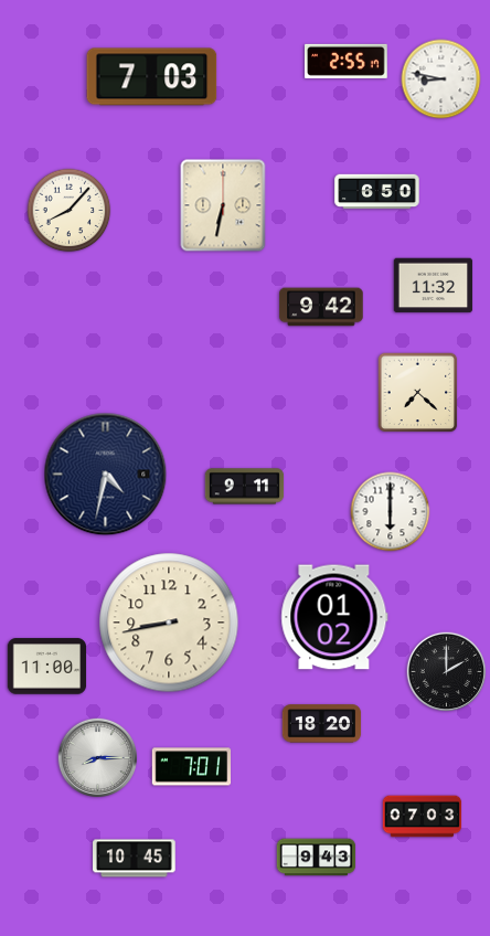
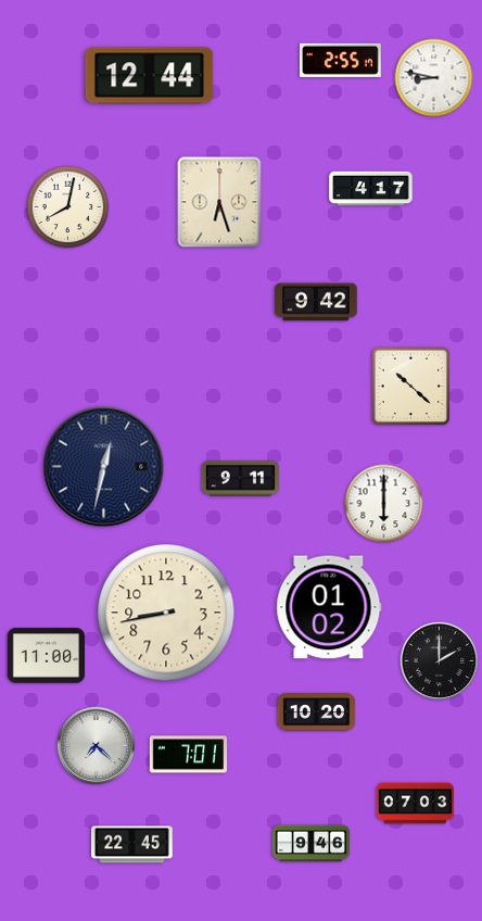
clock at (152, 77): 7:03 -> 12:44
clock at (377, 192): 6:50 -> 4:17
clock at (223, 205): 6:32 -> 6:27
clock at (70, 211): 8:07 -> 8:02
clock at (434, 286): 11:32 -> none
clock at (418, 393): 7:22 -> 10:22
clock at (106, 475): 4:32 -> 12:32
clock at (322, 724): 18:20 -> 10:20
clock at (98, 758): 8:15 -> 7:22
clock at (317, 858): 9:43 -> 9:46
clock at (135, 859): 10:45 -> 22:45
